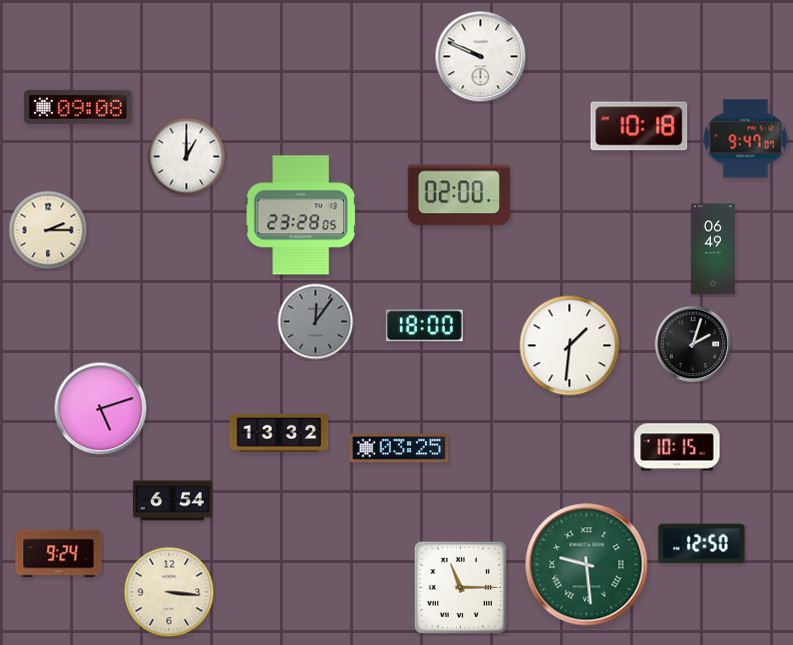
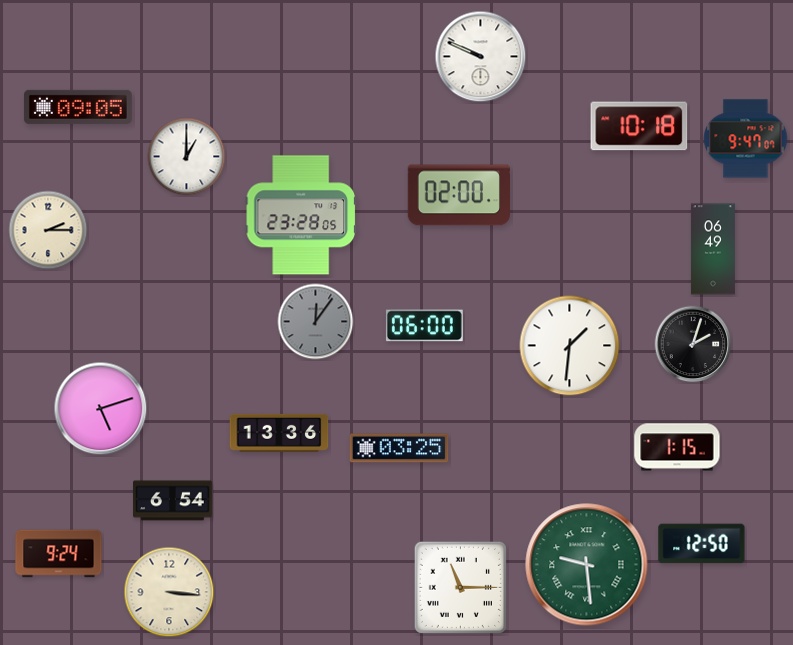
clock at (78, 107): 09:08 -> 09:05
clock at (424, 326): 18:00 -> 06:00
clock at (279, 433): 13:32 -> 13:36
clock at (677, 447): 10:15 -> 1:15
